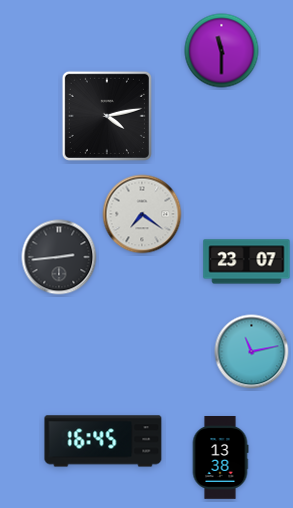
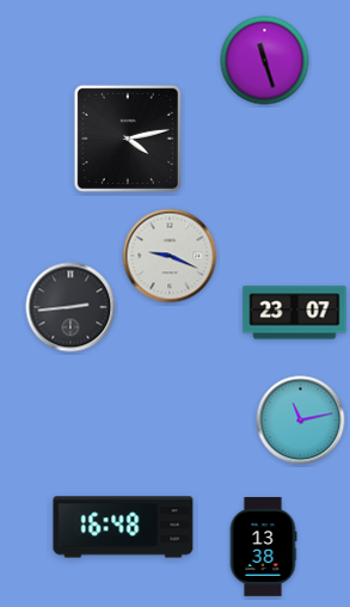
clock at (222, 51): 11:30 -> 11:27
clock at (142, 214): 7:21 -> 9:19
clock at (103, 441): 16:45 -> 16:48
